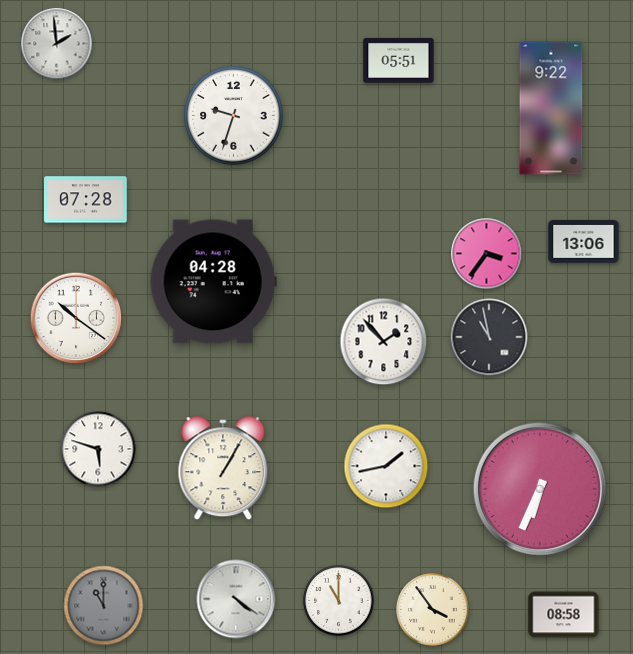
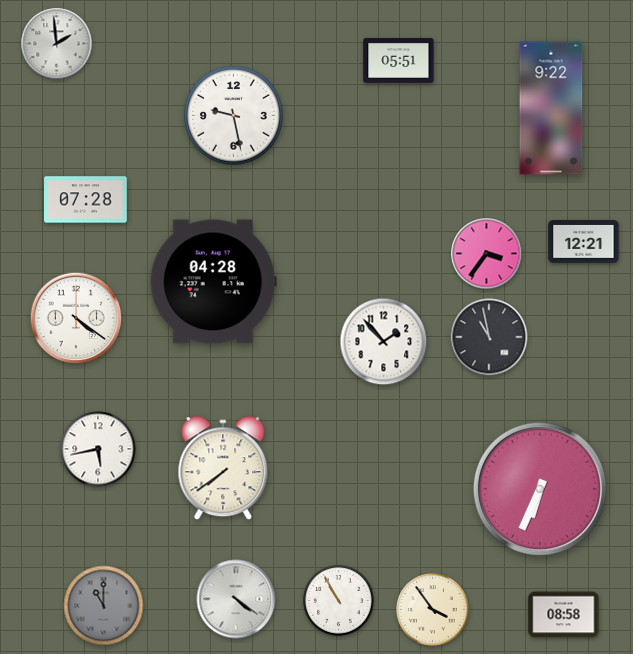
clock at (234, 116): 9:33 -> 9:28
clock at (584, 241): 13:06 -> 12:21
clock at (76, 318): 10:21 -> 4:21
clock at (98, 449): 5:48 -> 5:43
clock at (386, 466): 1:43 -> none
clock at (223, 469): 1:05 -> 7:39
clock at (339, 601): 11:00 -> 10:55
